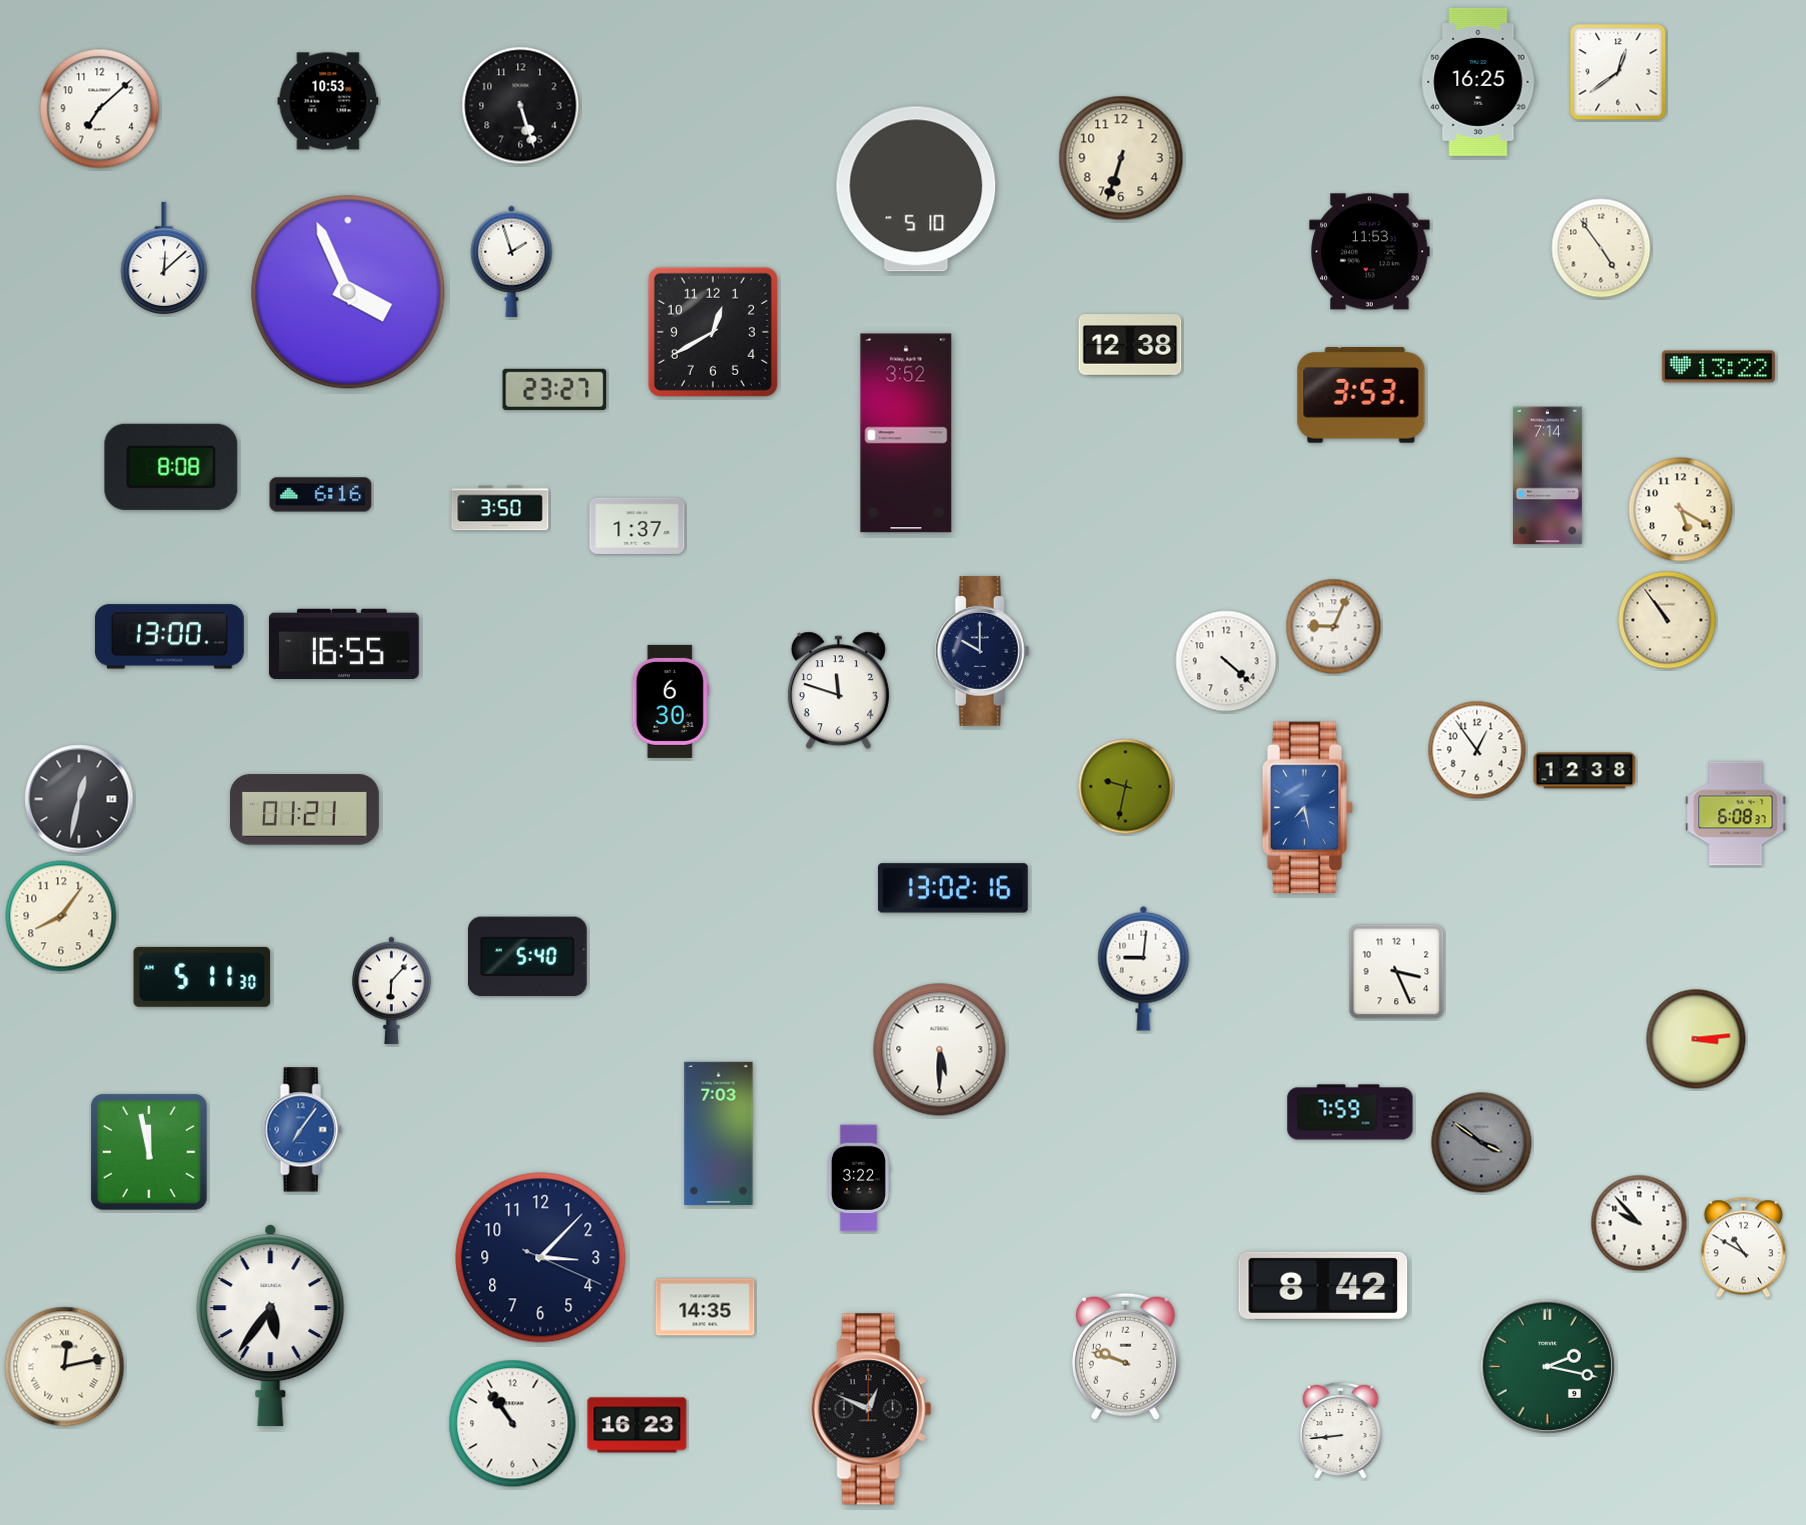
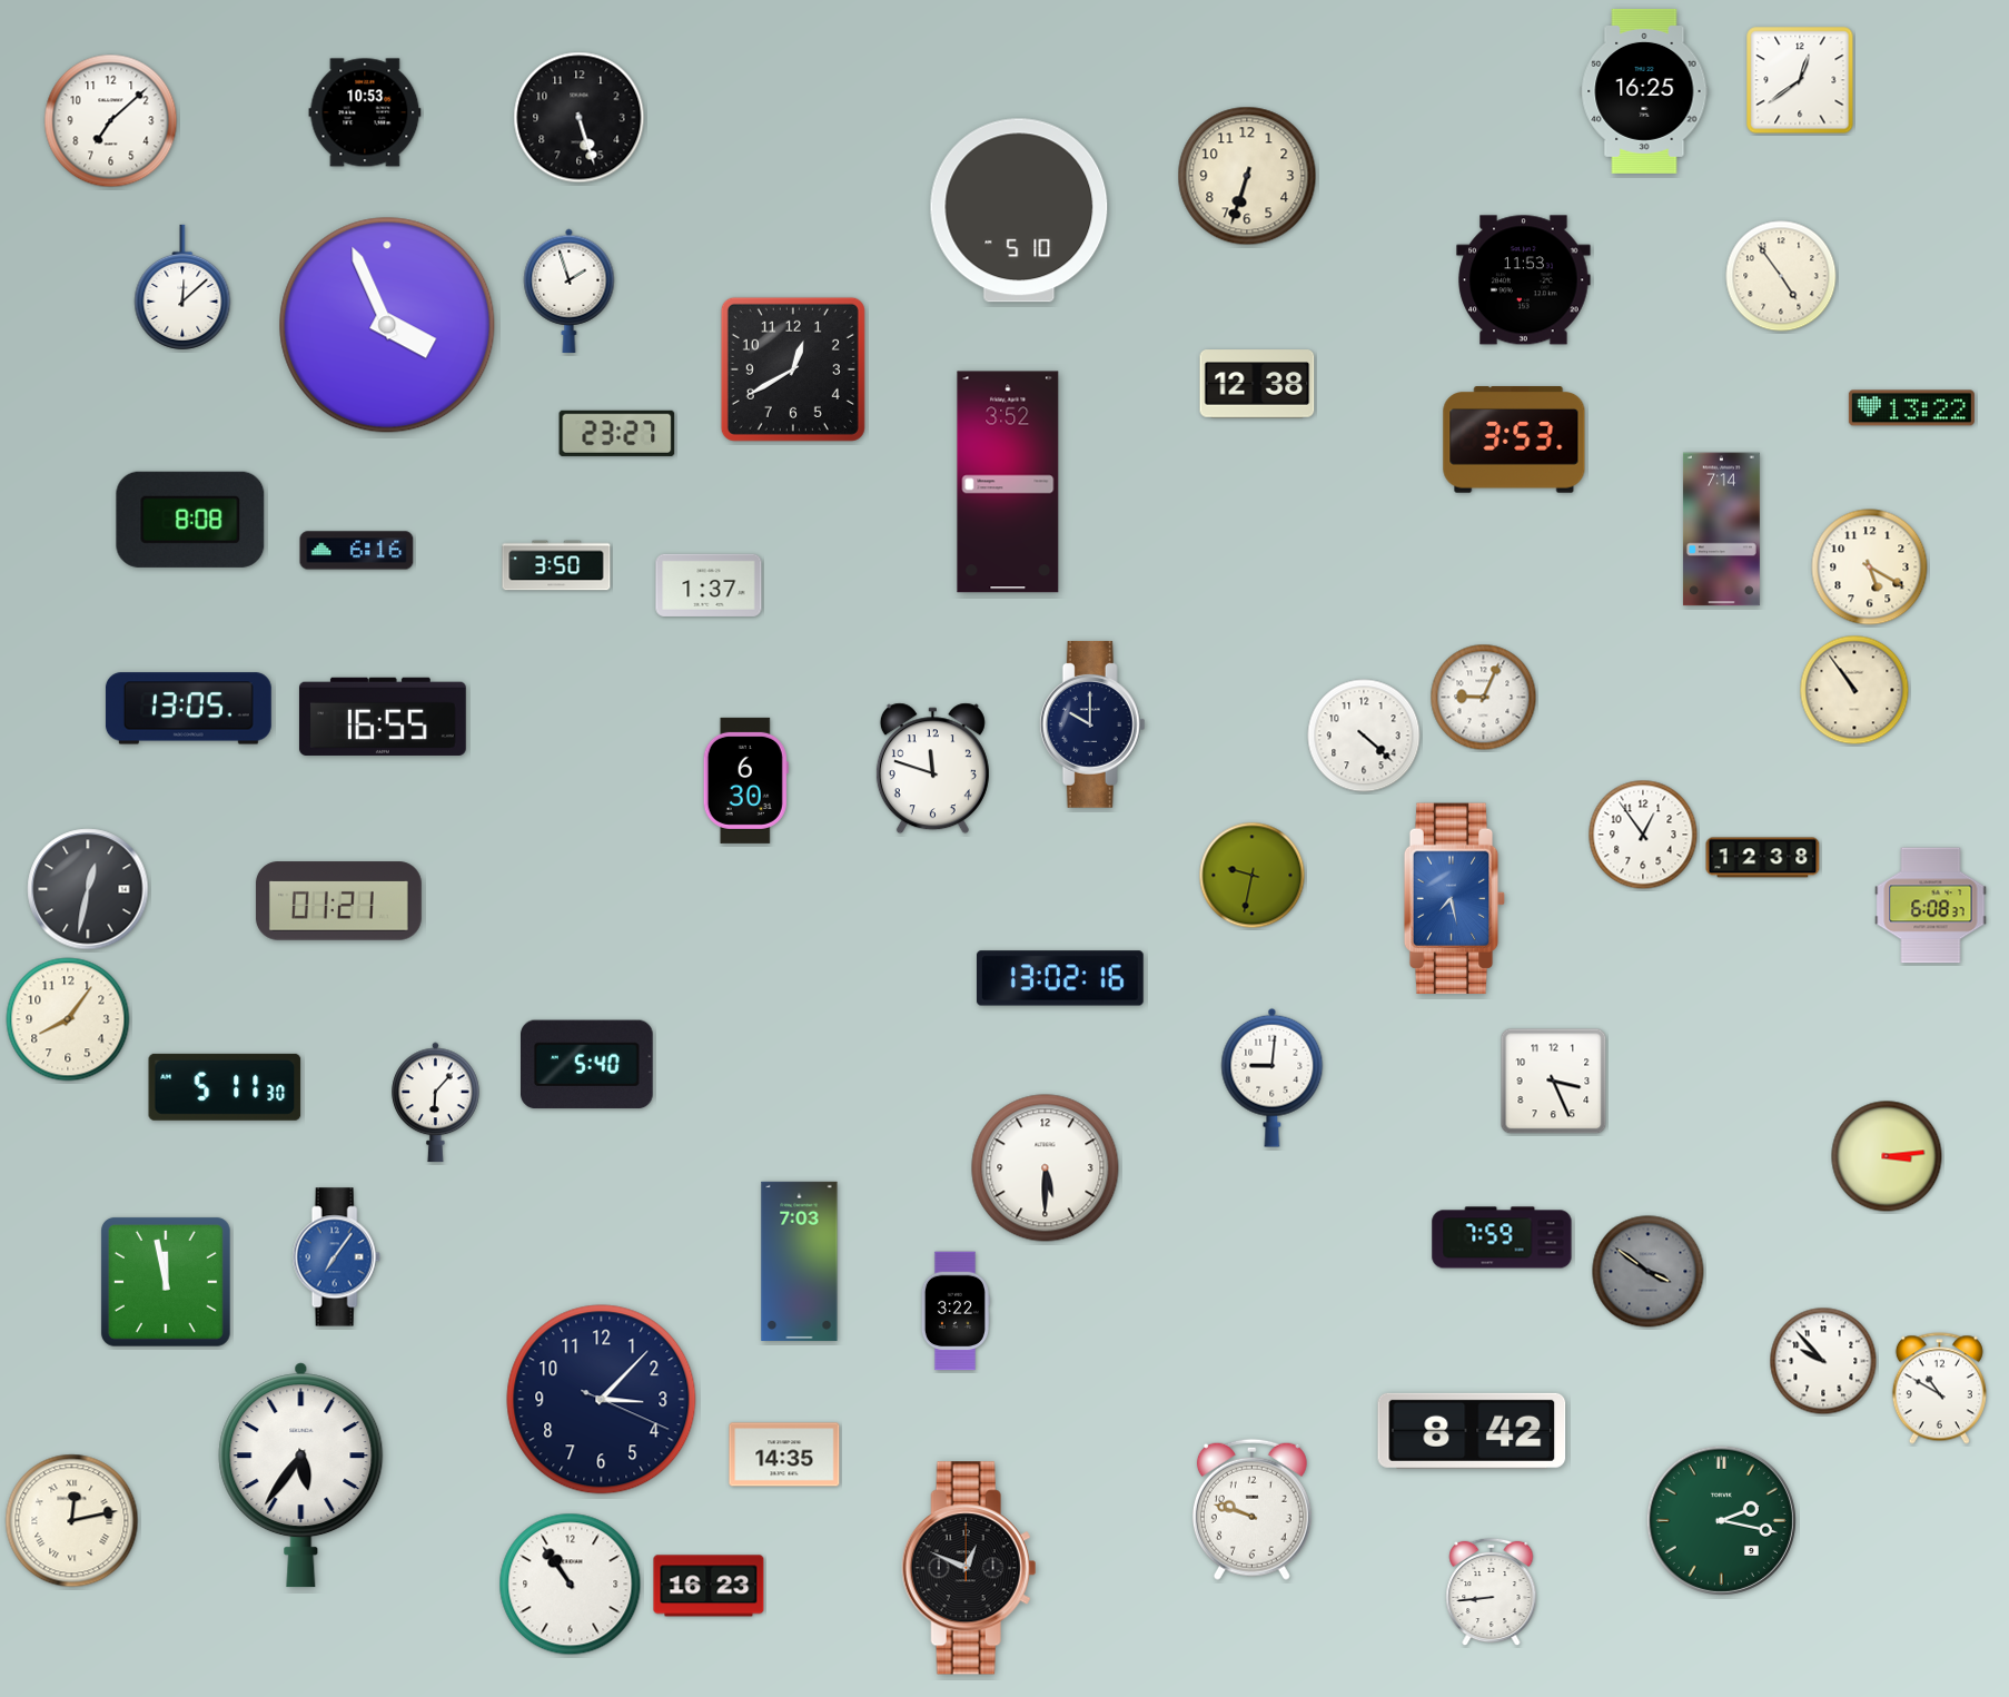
clock at (169, 637): 13:00 -> 13:05
clock at (953, 888) position: (953, 888) -> (1060, 978)
